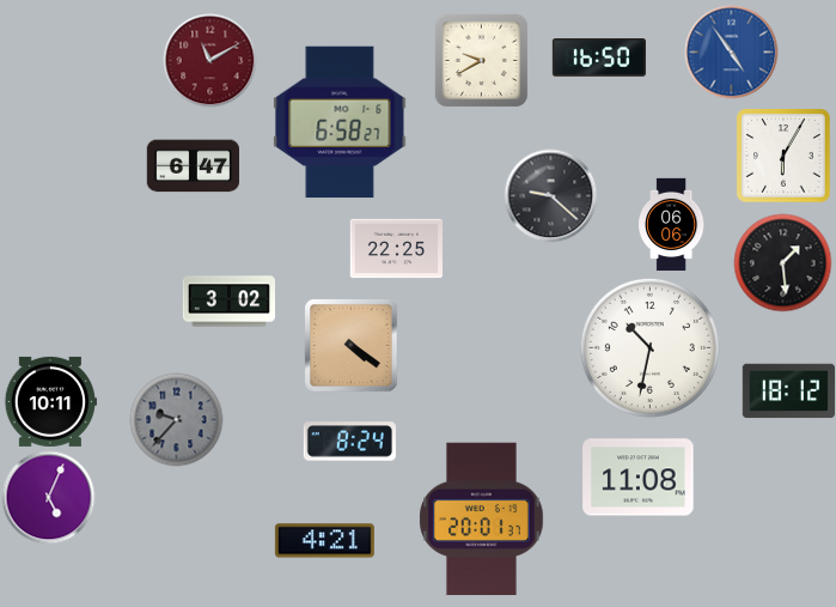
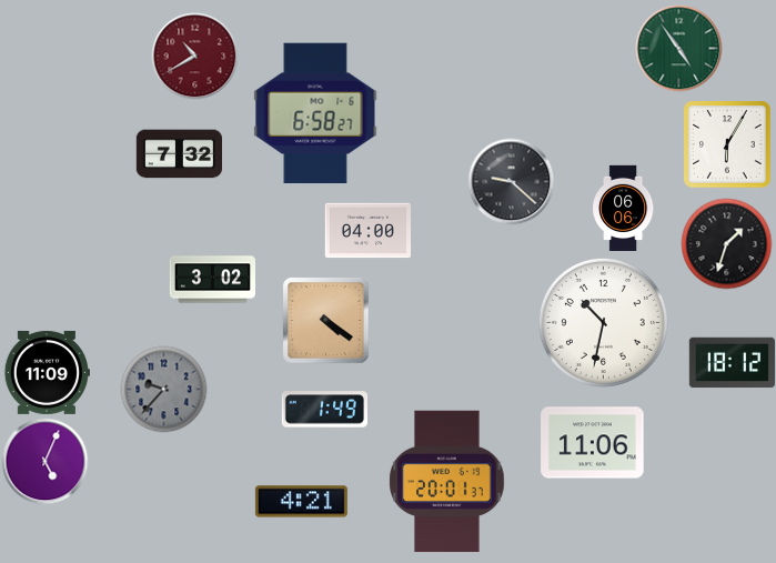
clock at (731, 51) dial: blue -> green
clock at (599, 57): 16:50 -> none
clock at (209, 60): 11:10 -> 10:40
clock at (481, 60): 9:40 -> none
clock at (193, 166): 6:47 -> 7:32
clock at (396, 249): 22:25 -> 04:00
clock at (782, 262): 1:29 -> 1:33
clock at (50, 401): 10:11 -> 11:09
clock at (349, 442): 8:24 -> 1:49
clock at (639, 478): 11:08 -> 11:06
